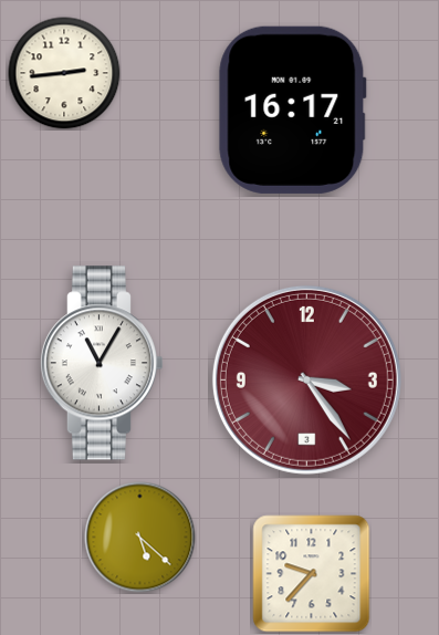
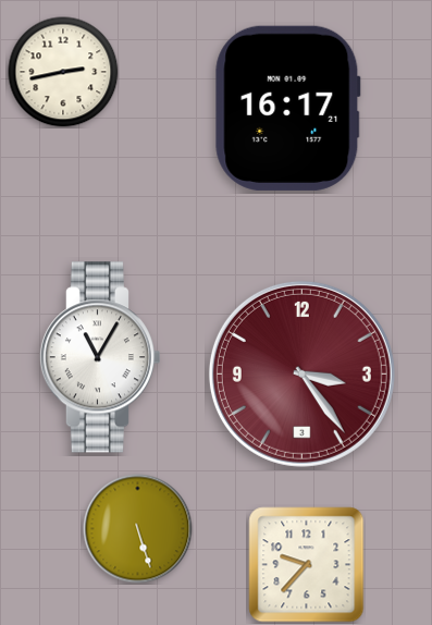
clock at (64, 73): 2:44 -> 2:43
clock at (140, 538): 5:22 -> 5:27
